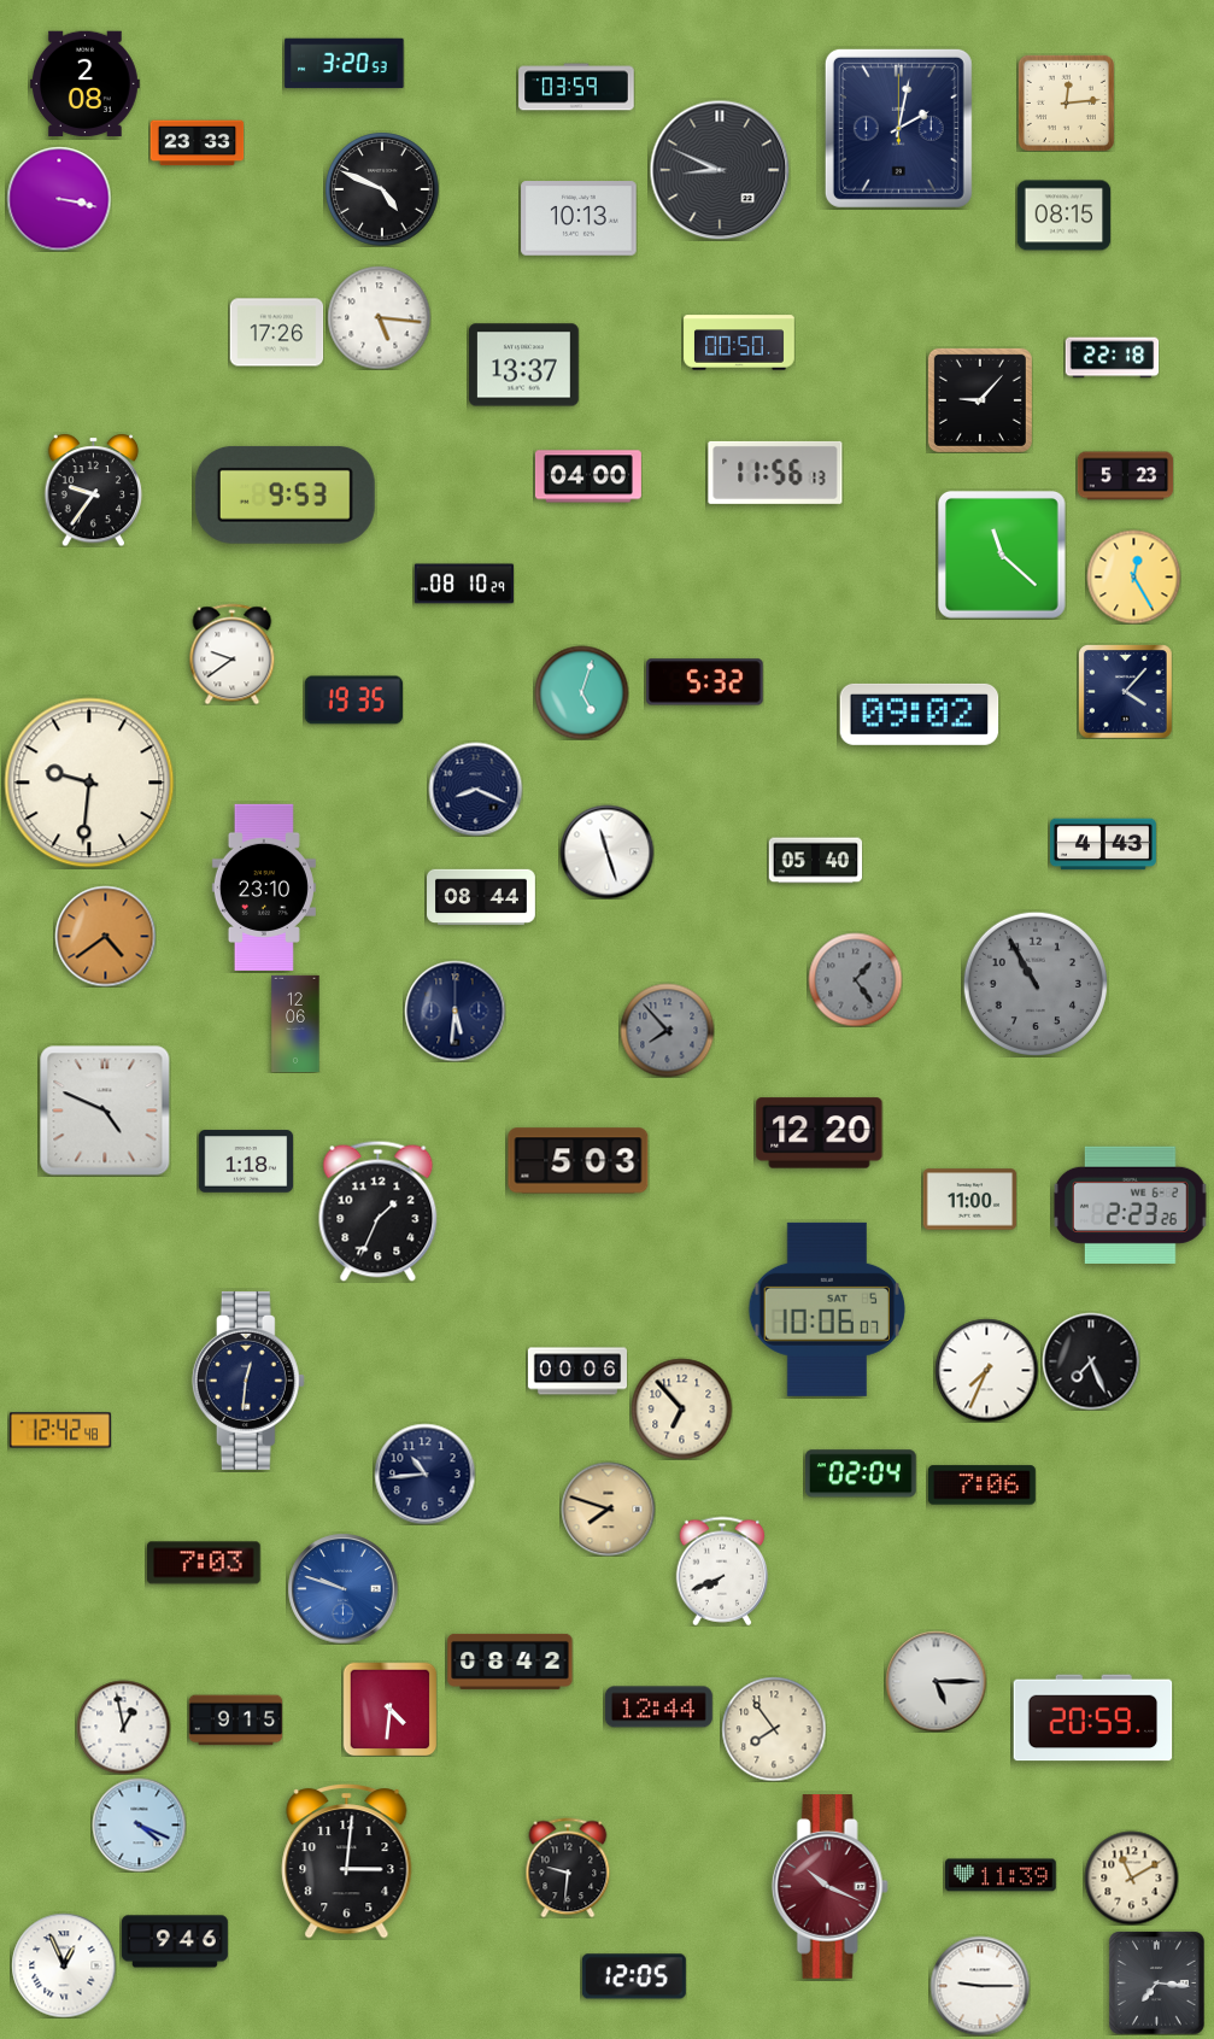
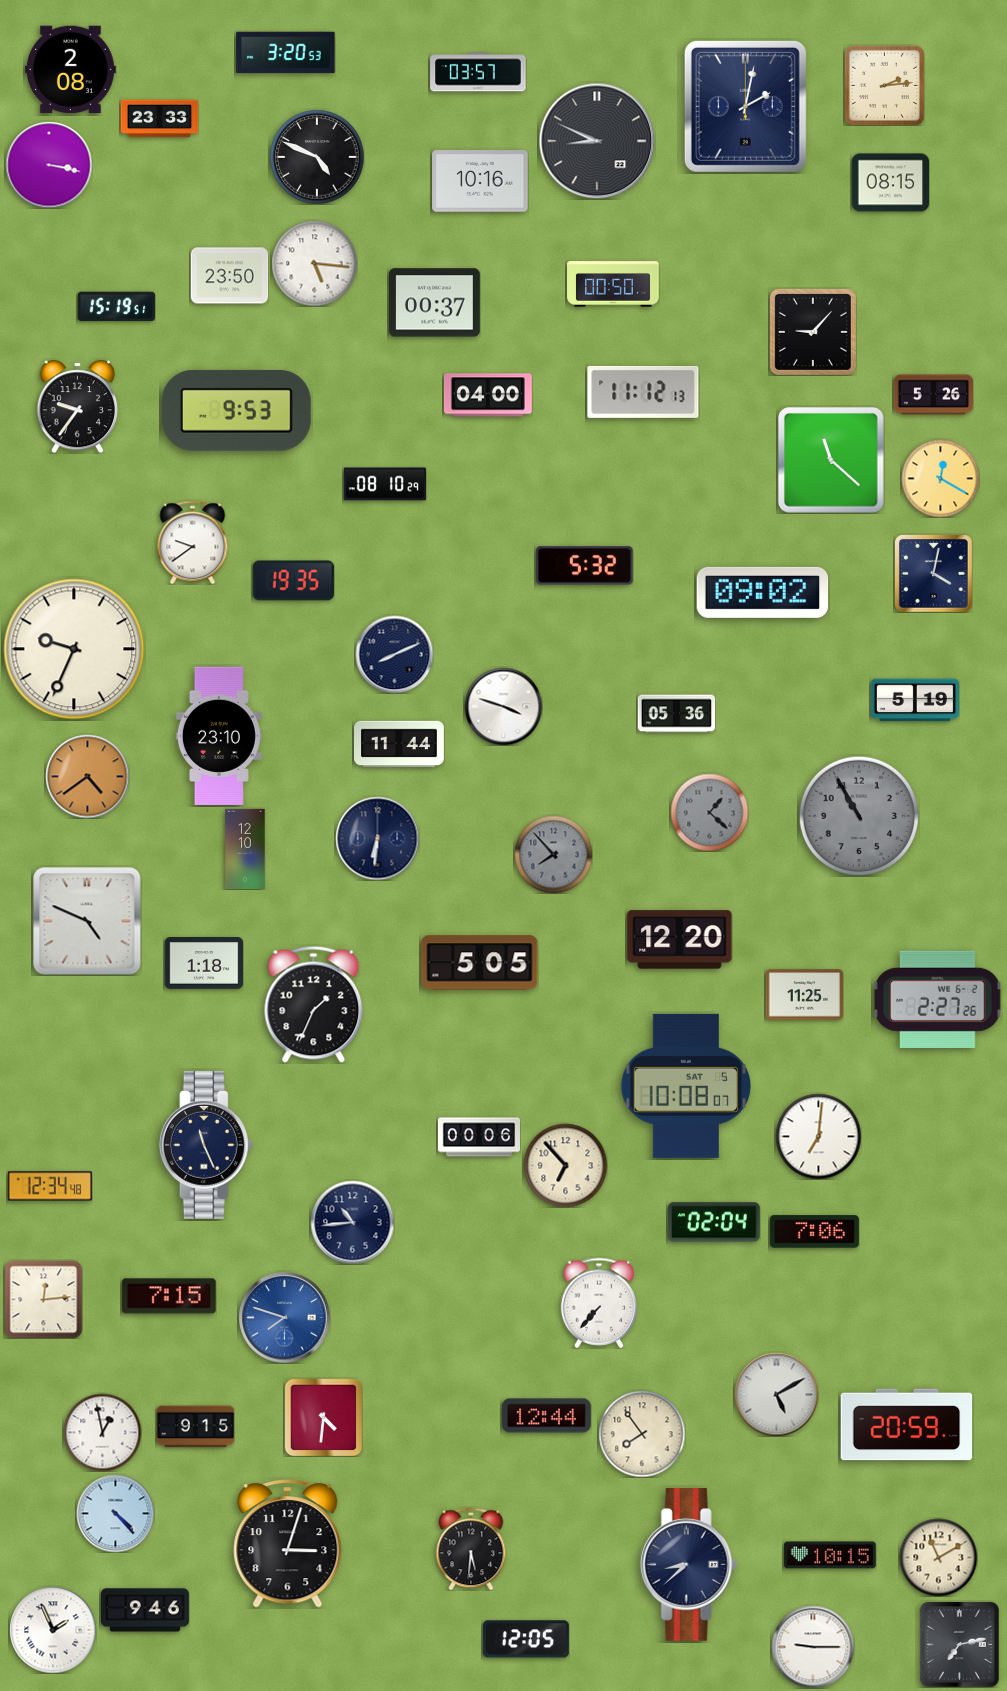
clock at (576, 87): 03:59 -> 03:57
clock at (1066, 102): 12:14 -> 2:14
clock at (197, 143) position: (197, 143) -> (159, 119)
clock at (1063, 216) position: (1063, 216) -> (890, 183)
clock at (579, 218): 10:13 -> 10:16
clock at (276, 333): 17:26 -> 23:50
clock at (1112, 358): 22:18 -> none
clock at (523, 365): 13:37 -> 00:37
clock at (116, 307): none -> 15:19
clock at (775, 473): 11:56 -> 11:12
clock at (1125, 476): 5:23 -> 5:26
clock at (1133, 576): 12:25 -> 12:20
clock at (581, 692): 5:03 -> none
clock at (1126, 692): 4:07 -> 4:02
clock at (89, 783): 9:31 -> 9:34
clock at (475, 789): 8:19 -> 8:11
clock at (1103, 844): 4:43 -> 5:19
clock at (606, 851): 11:27 -> 3:48
clock at (815, 861): 05:40 -> 05:36
clock at (482, 897): 08:44 -> 11:44
clock at (855, 979): 1:24 -> 1:22
clock at (454, 1010): 5:31 -> 6:31
clock at (295, 1024): 12:06 -> 12:10
clock at (579, 1161): 5:03 -> 5:05
clock at (969, 1200): 11:00 -> 11:25
clock at (1131, 1205): 2:23 -> 2:27
clock at (827, 1309): 10:06 -> 10:08
clock at (1091, 1361): 7:26 -> none
clock at (986, 1370): 7:34 -> 7:01
clock at (248, 1381): 12:31 -> 11:26
clock at (681, 1408) position: (681, 1408) -> (565, 1165)
clock at (60, 1430): 12:42 -> 12:34
clock at (608, 1508): 7:48 -> none
clock at (205, 1563): 7:03 -> 7:15
clock at (43, 1299): none -> 12:14
clock at (722, 1571): 7:41 -> 7:37
clock at (342, 1588): 9:48 -> 7:48
clock at (510, 1662): 08:42 -> none
clock at (936, 1681): 5:15 -> 5:10
clock at (139, 1824): 4:19 -> 4:23
clock at (347, 1862): 3:01 -> 3:03
clock at (568, 1868): 9:31 -> 5:31
clock at (1002, 1875): 11:39 -> 10:15
clock at (829, 1887): 10:19 -> 8:38
clock at (829, 1887) dial: burgundy -> navy
clock at (64, 1965): 12:56 -> 1:56
clock at (1157, 1982): 7:16 -> 7:13
